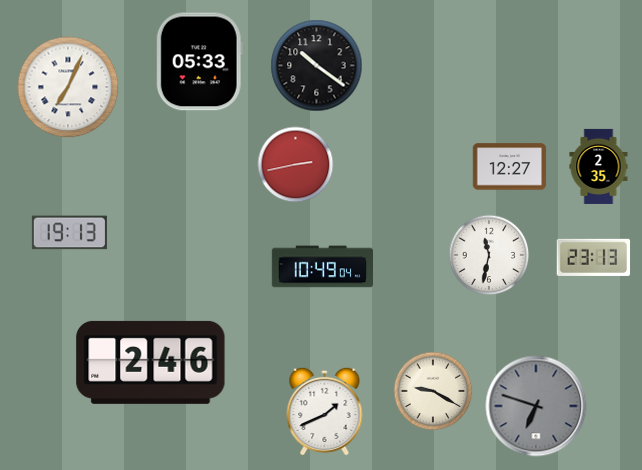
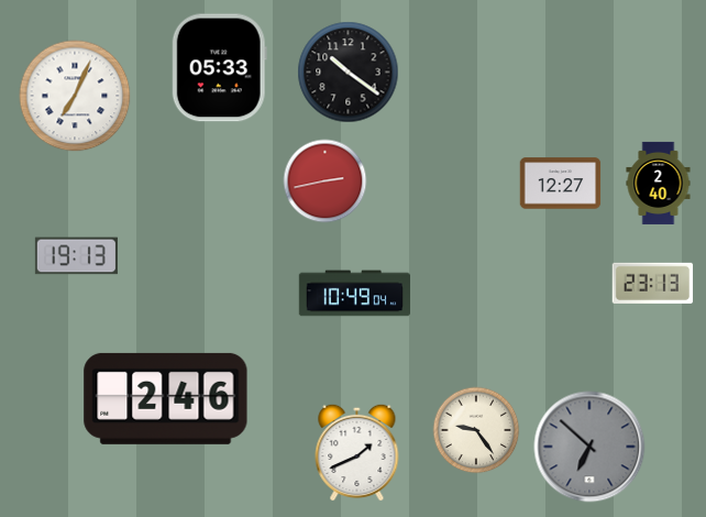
clock at (599, 166): 2:35 -> 2:40
clock at (489, 255): 11:32 -> none
clock at (433, 391): 9:20 -> 9:24
clock at (536, 406): 6:48 -> 6:52
